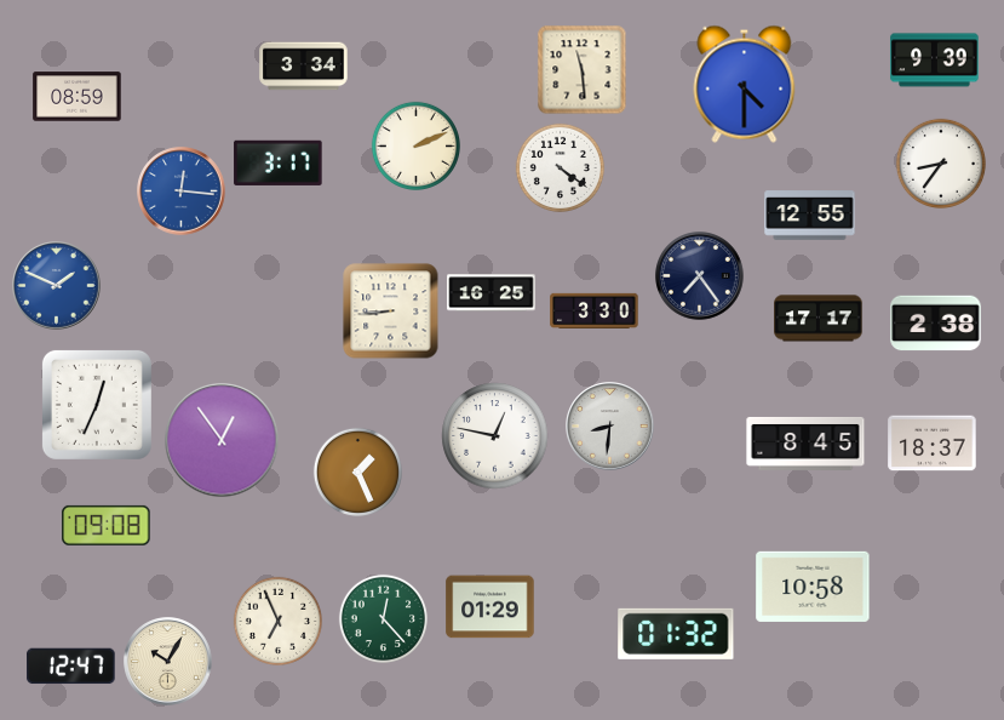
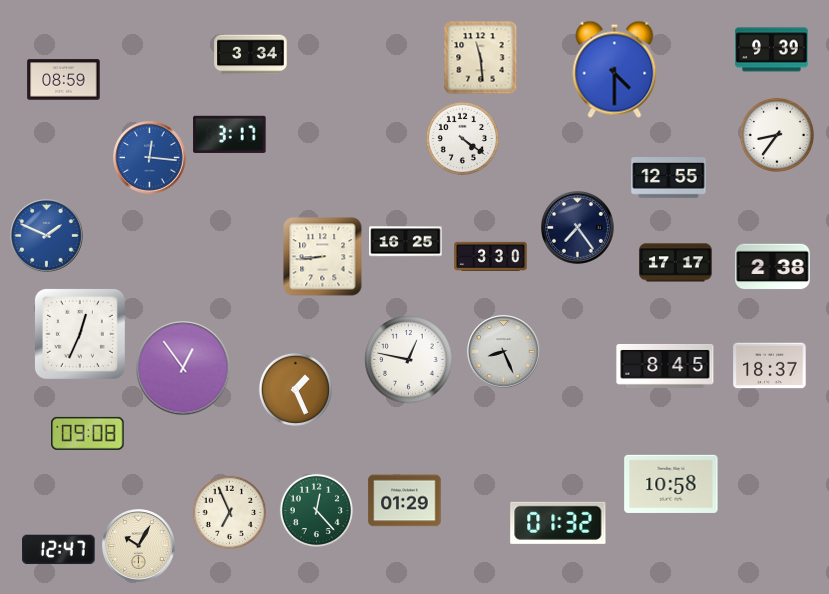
clock at (415, 145): 2:11 -> none
clock at (610, 427): 8:31 -> 8:26
clock at (222, 440) position: (222, 440) -> (183, 368)
